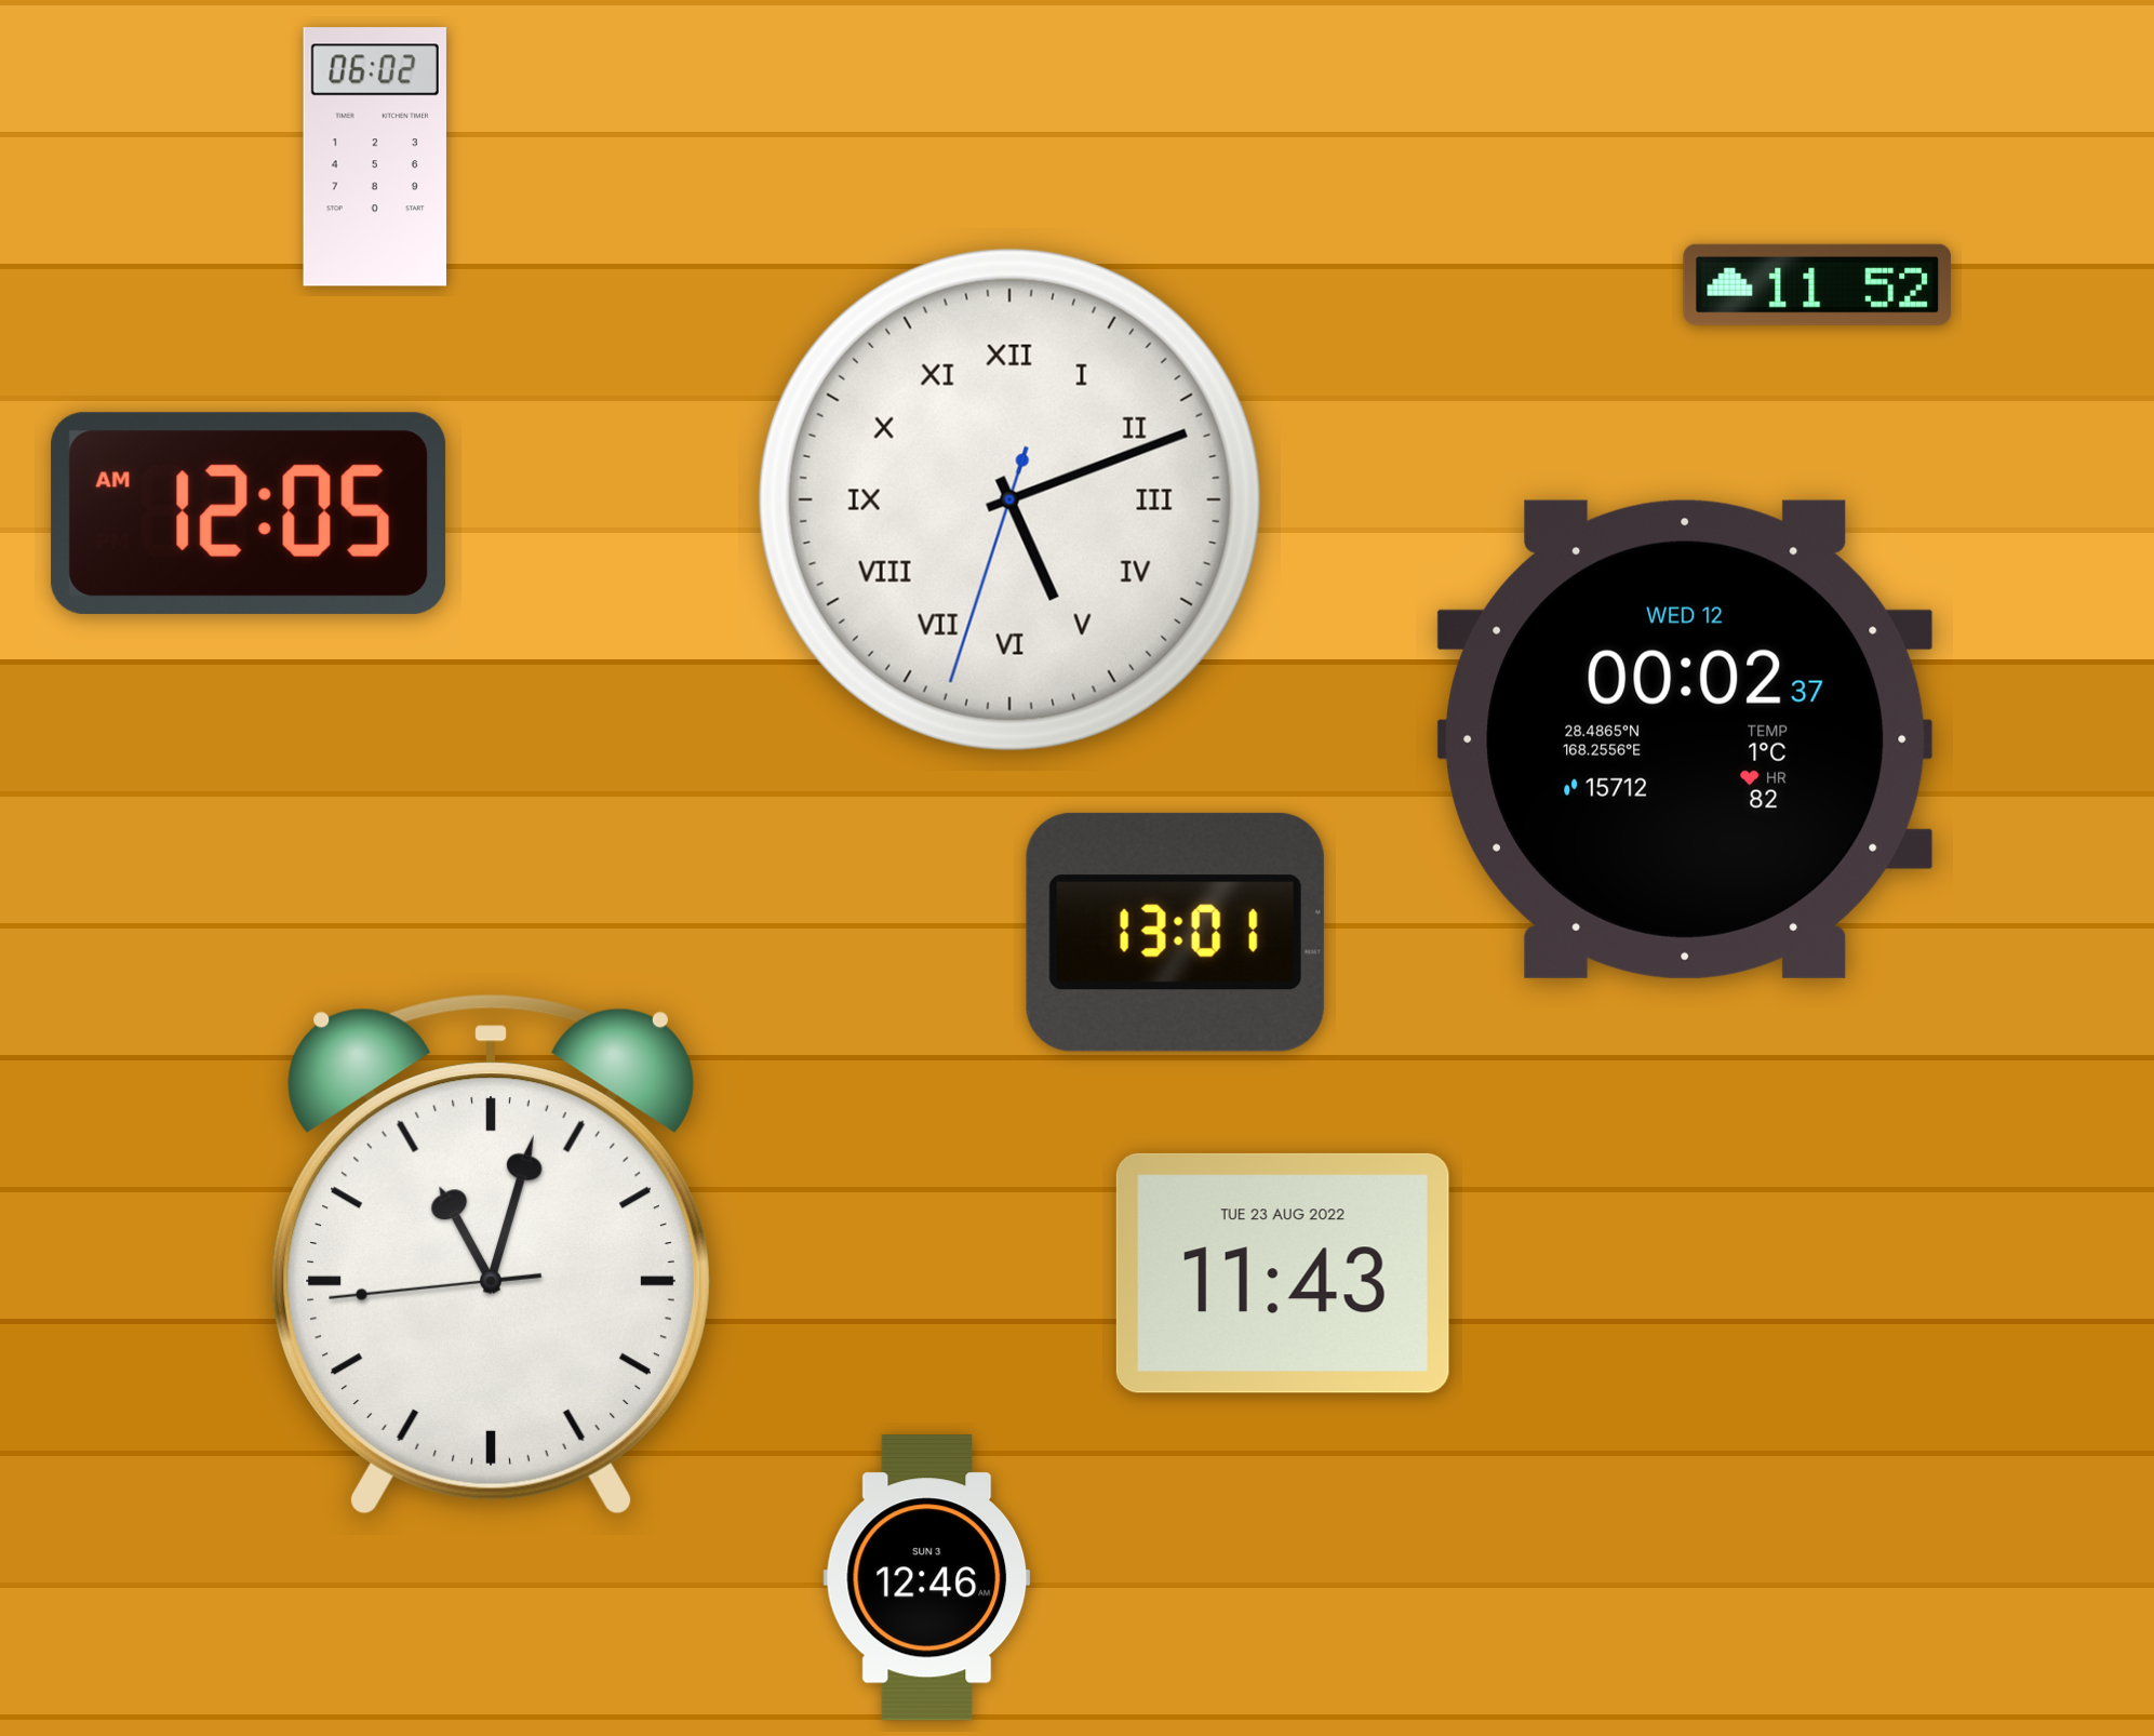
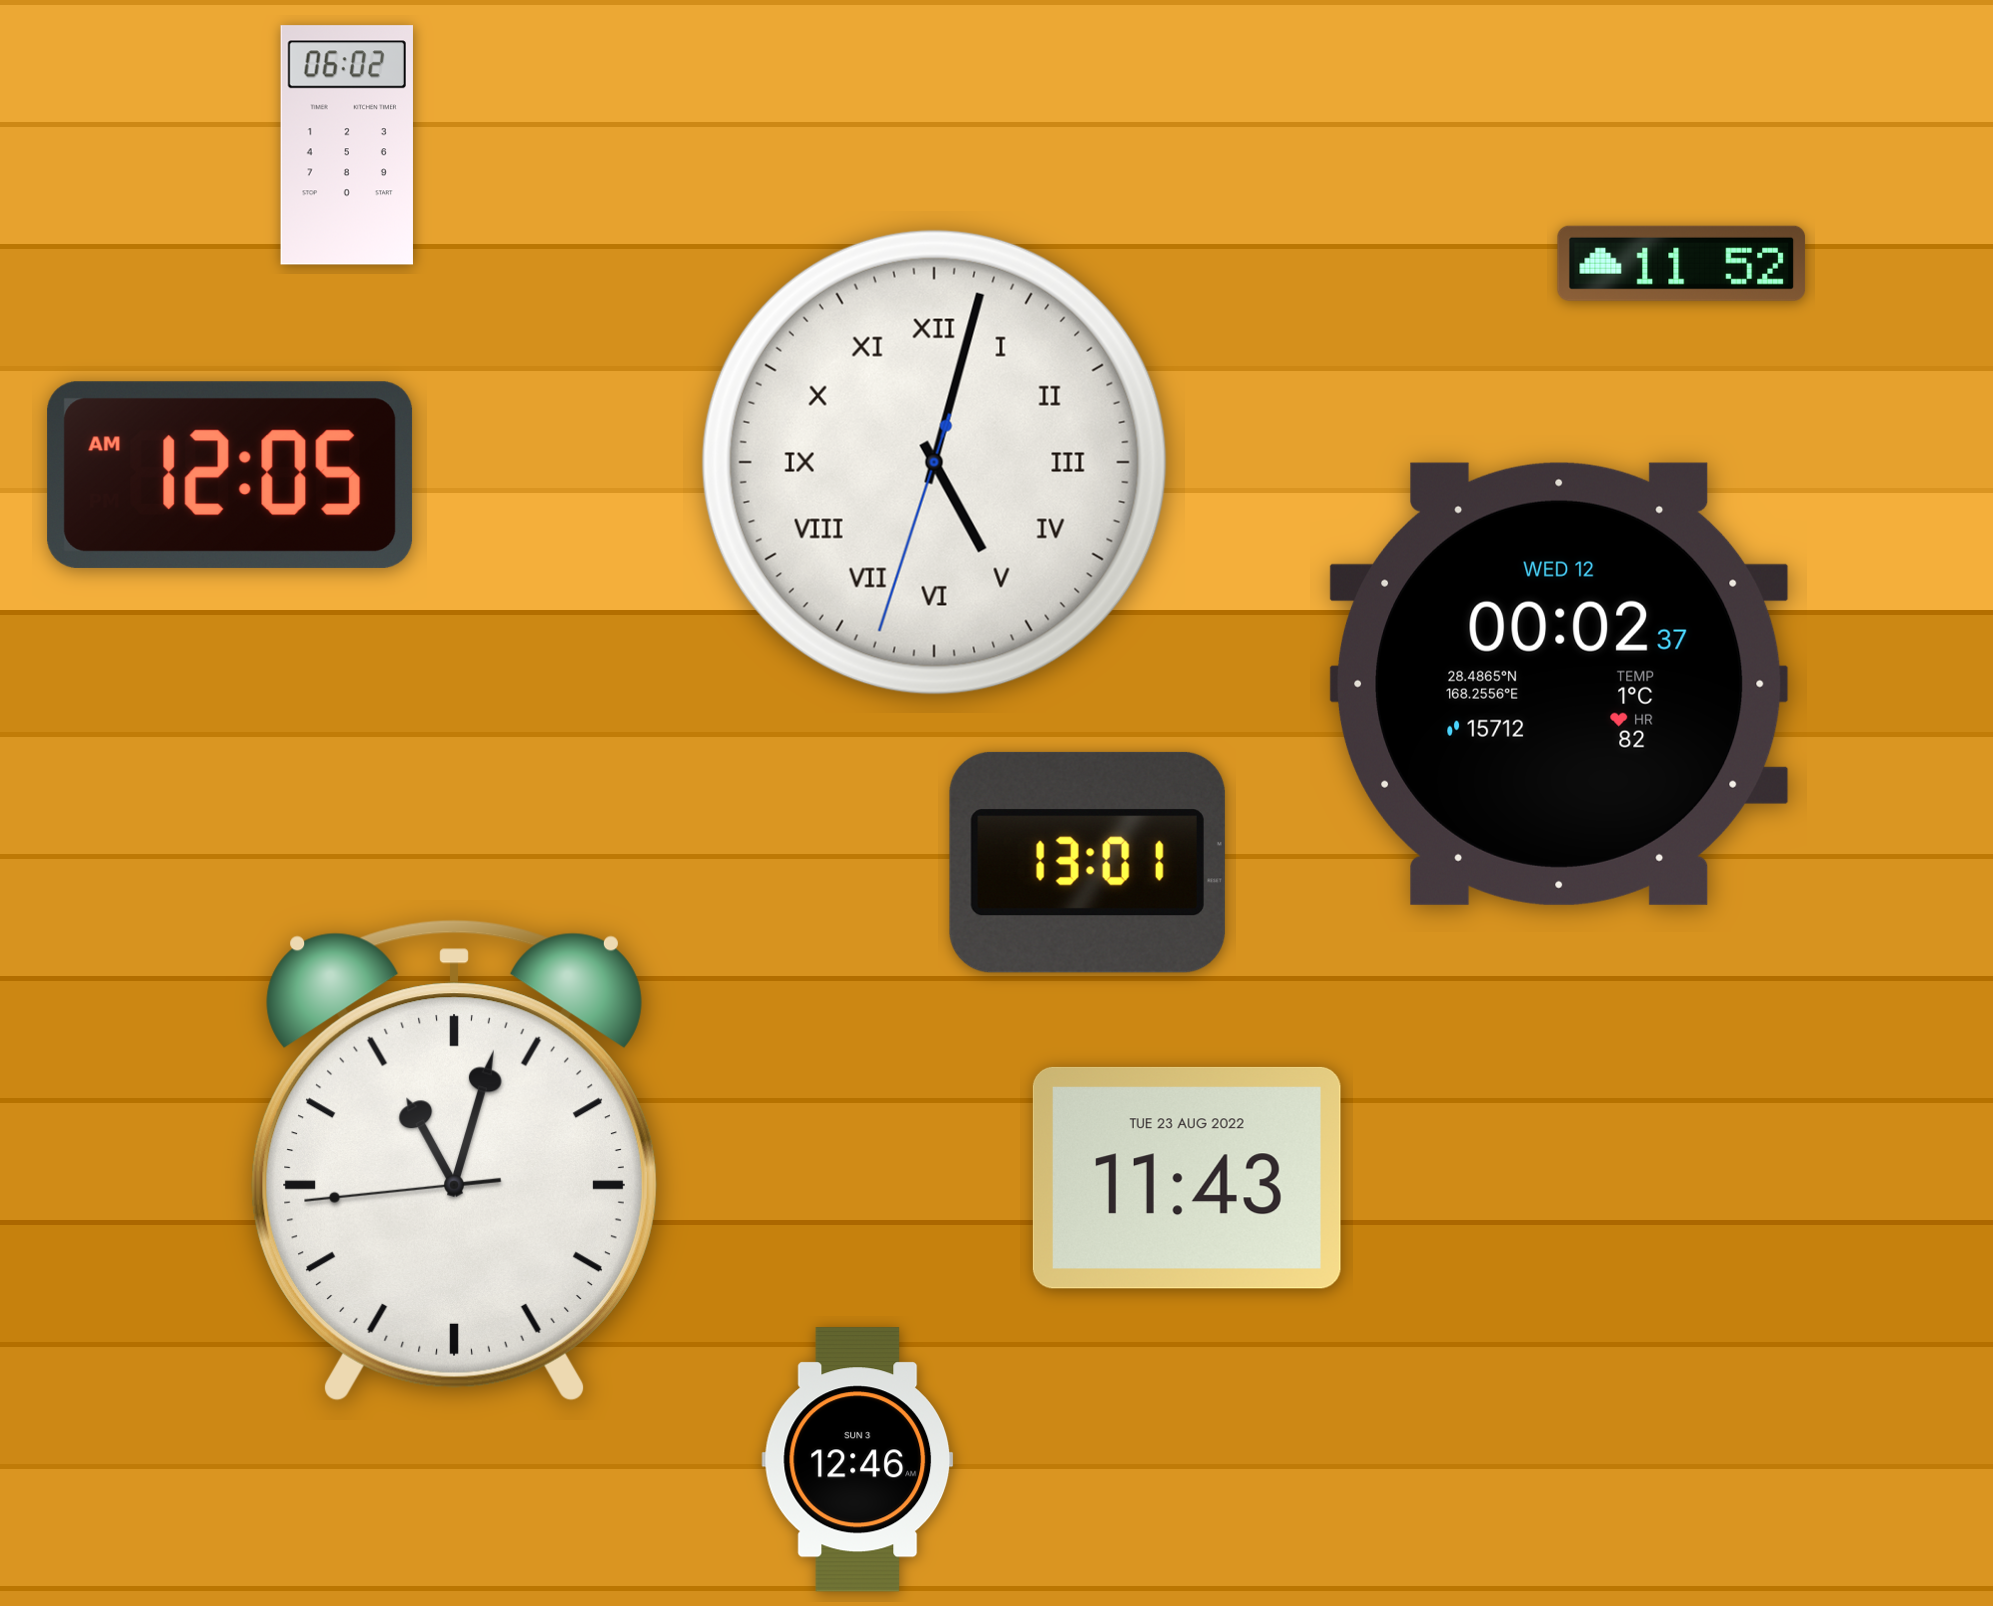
clock at (1009, 499): 5:11 -> 5:02
